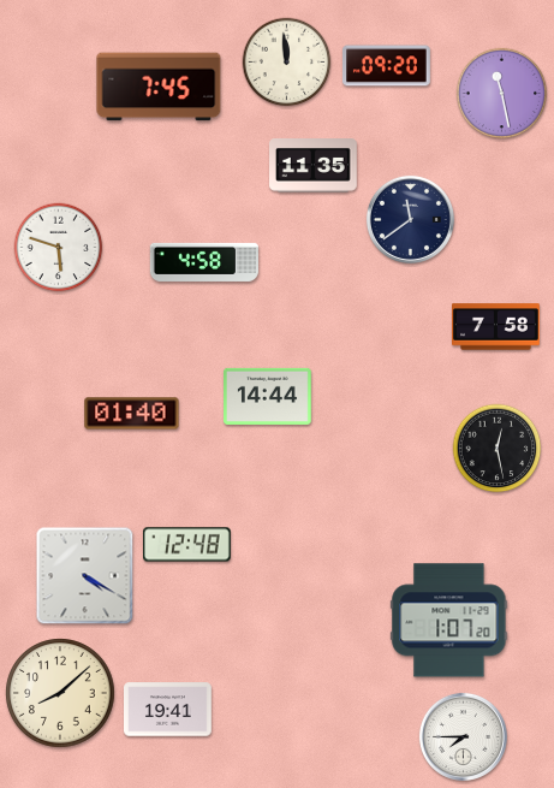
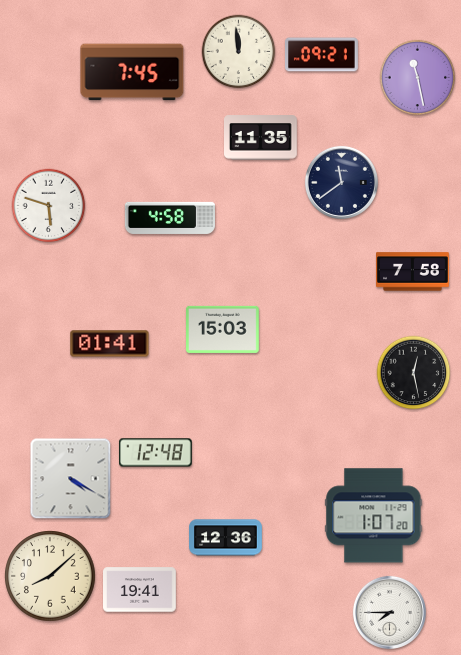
clock at (387, 66): 09:20 -> 09:21
clock at (268, 396): 14:44 -> 15:03
clock at (132, 414): 01:40 -> 01:41
clock at (226, 538): none -> 12:36
clock at (463, 736) position: (463, 736) -> (389, 612)
